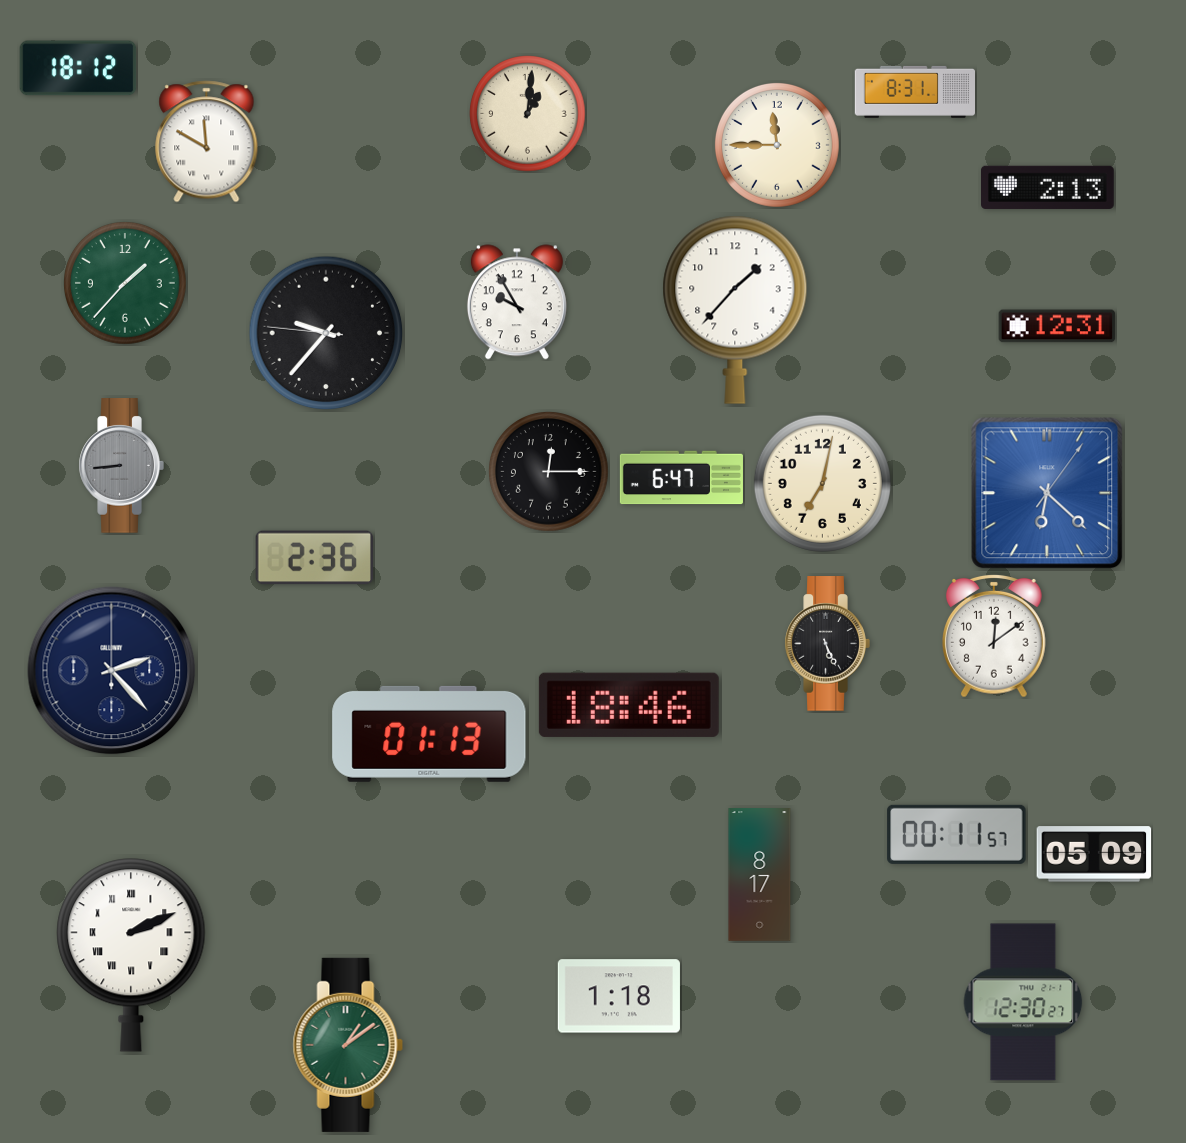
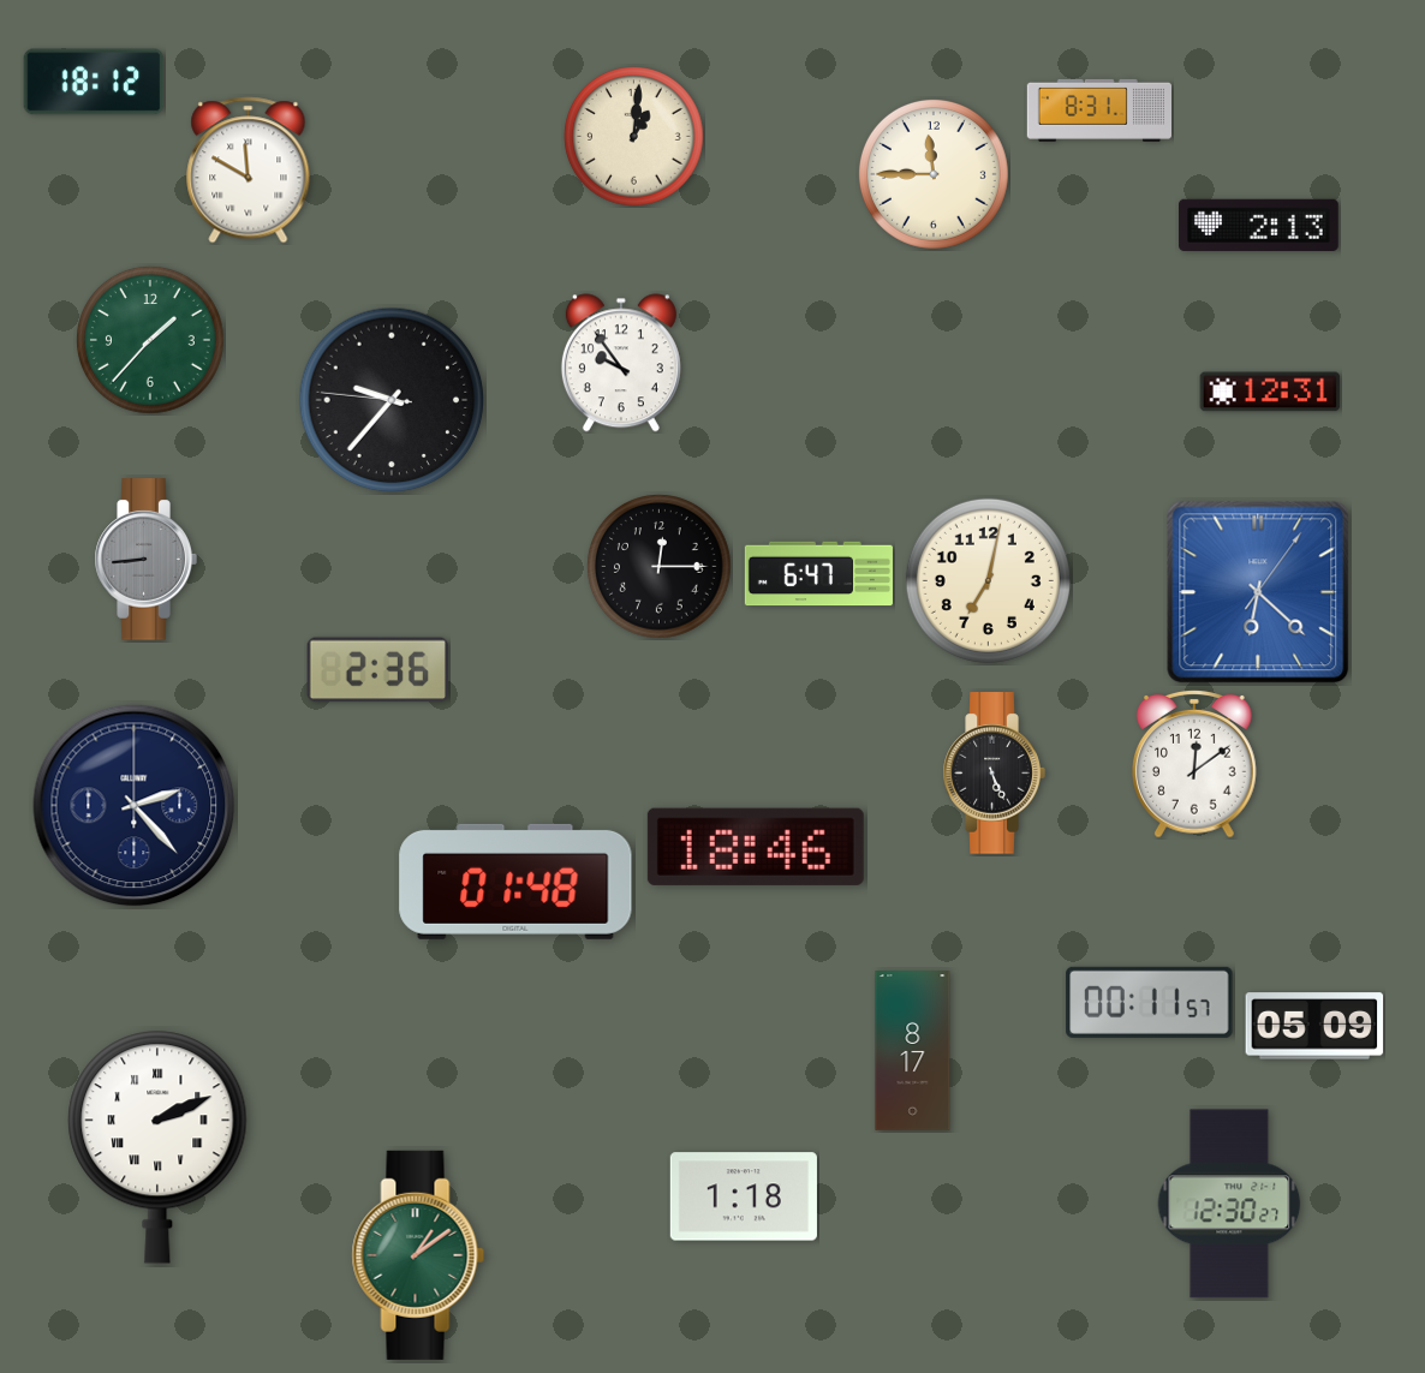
clock at (517, 302): 9:55 -> 9:54
clock at (735, 310): 1:37 -> none
clock at (429, 734): 01:13 -> 01:48
